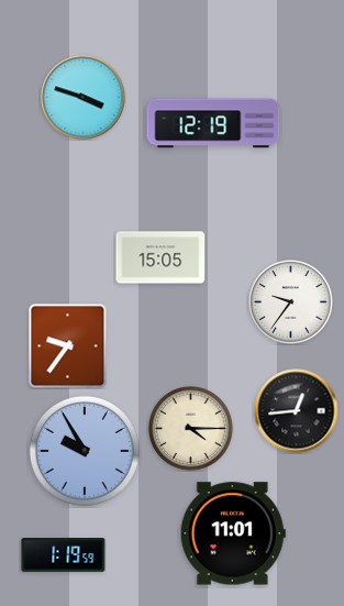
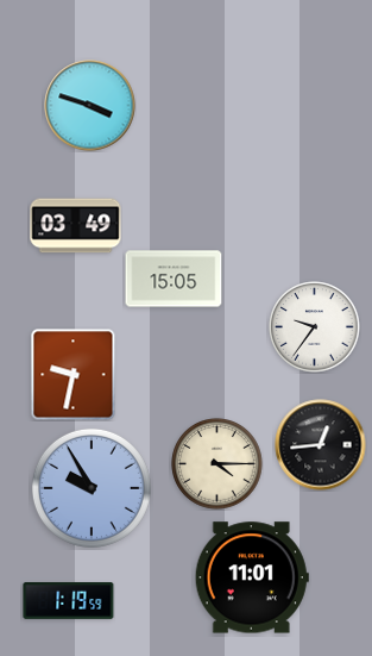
clock at (213, 123): 12:19 -> none
clock at (76, 226): none -> 03:49
clock at (68, 346): 9:36 -> 9:32
clock at (191, 429) position: (191, 429) -> (217, 464)
